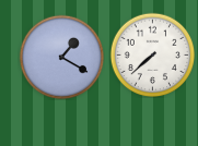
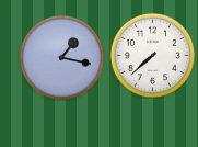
clock at (61, 57): 1:20 -> 1:17
